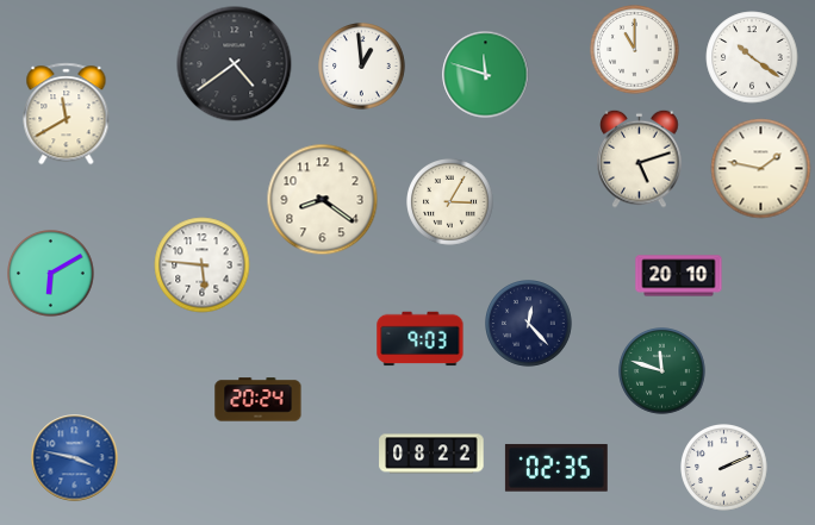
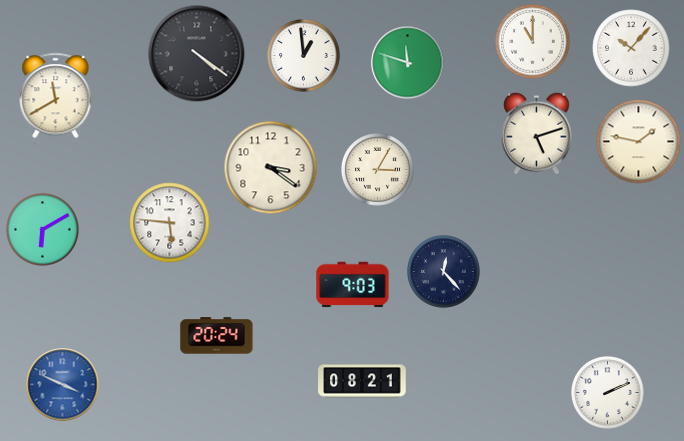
clock at (752, 57): 10:21 -> 10:07
clock at (235, 64): 4:39 -> 4:21
clock at (323, 200): 8:21 -> 3:21
clock at (679, 276): 20:10 -> none
clock at (662, 371): 11:48 -> none
clock at (431, 454): 08:22 -> 08:21
clock at (75, 458): 3:47 -> 3:49
clock at (556, 468): 02:35 -> none
